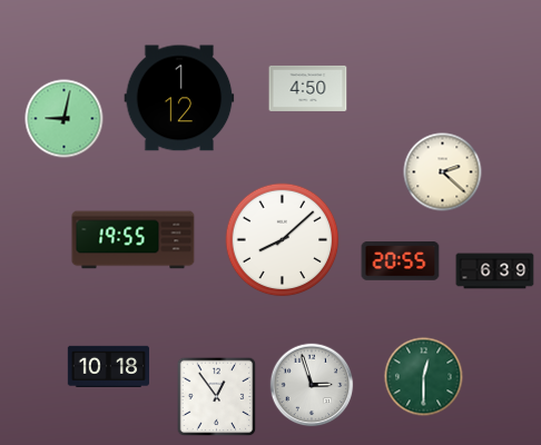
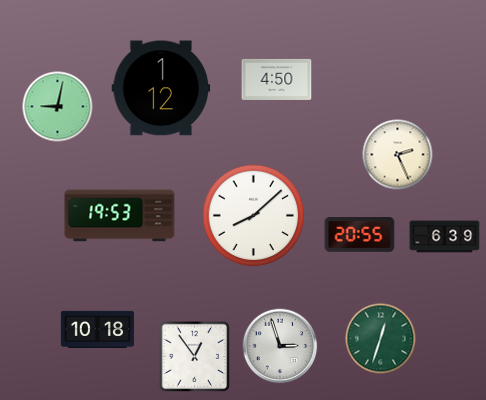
clock at (443, 172): 2:22 -> 2:26
clock at (134, 240): 19:55 -> 19:53
clock at (495, 271) position: (495, 271) -> (445, 237)
clock at (424, 377): 12:30 -> 12:33
